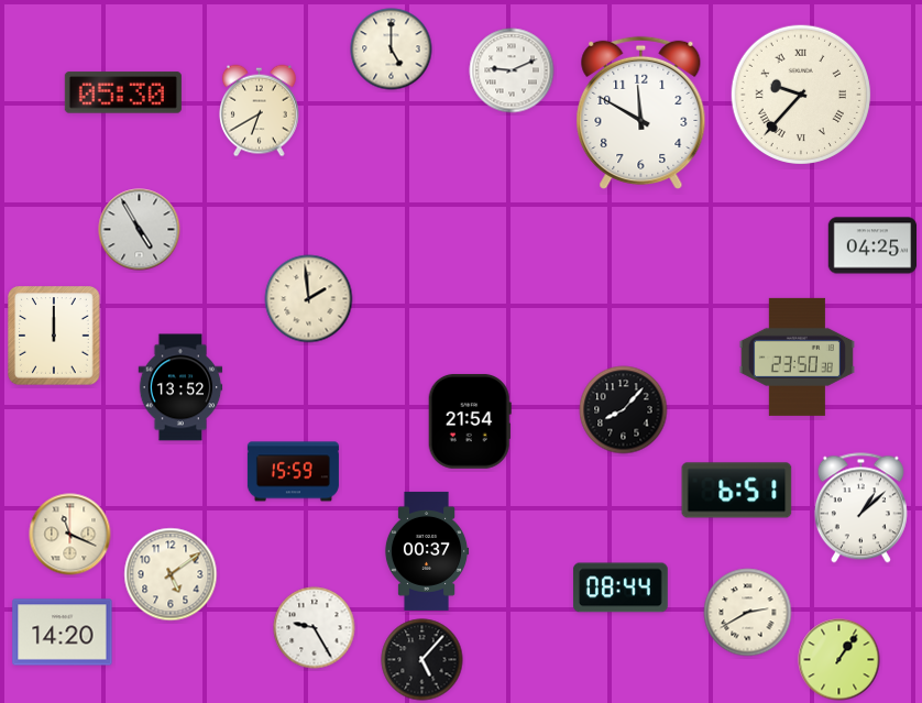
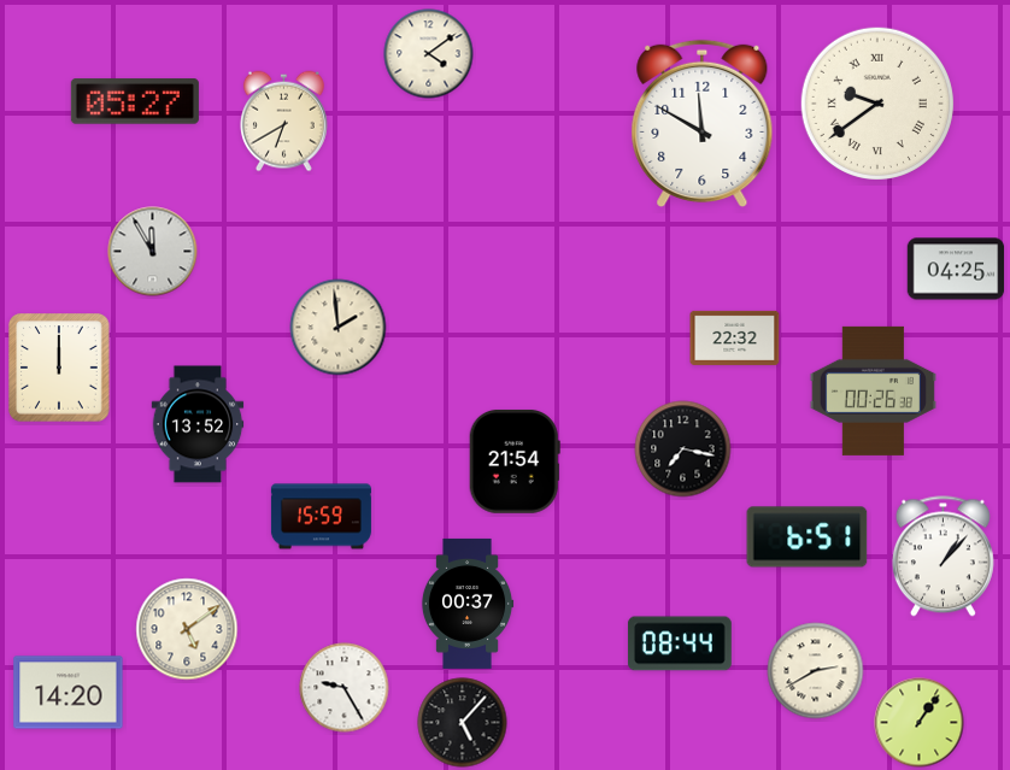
clock at (392, 50): 5:00 -> 4:09
clock at (512, 70): 9:11 -> none
clock at (123, 92): 05:30 -> 05:27
clock at (800, 94): 9:37 -> 9:39
clock at (140, 230): 4:55 -> 11:55
clock at (735, 337): none -> 22:32
clock at (797, 356): 23:50 -> 00:26
clock at (624, 410): 8:07 -> 7:17
clock at (860, 508): 1:08 -> 1:07
clock at (70, 535): 11:19 -> none
clock at (748, 613) position: (748, 613) -> (816, 671)
